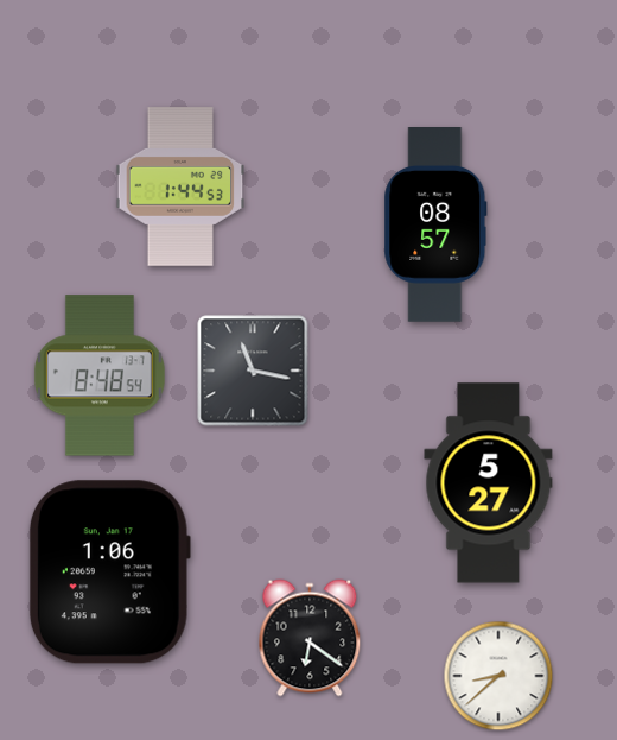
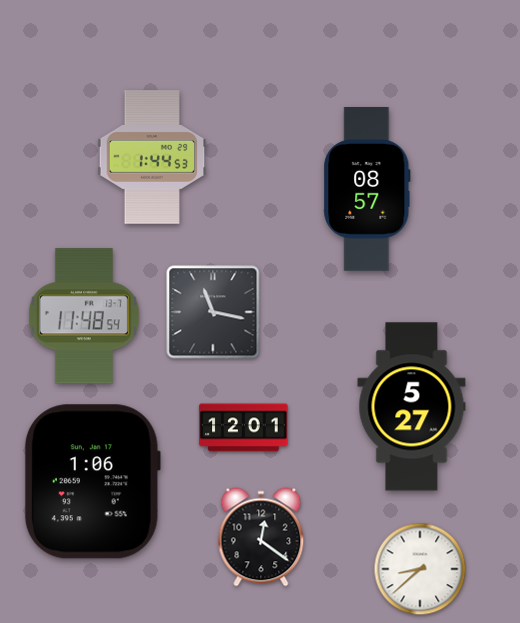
clock at (100, 375): 8:48 -> 11:48
clock at (244, 428): none -> 12:01
clock at (310, 638): 6:21 -> 12:21
